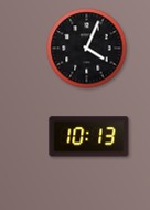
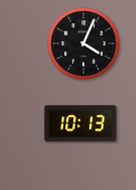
clock at (87, 49) position: (87, 49) -> (84, 44)
